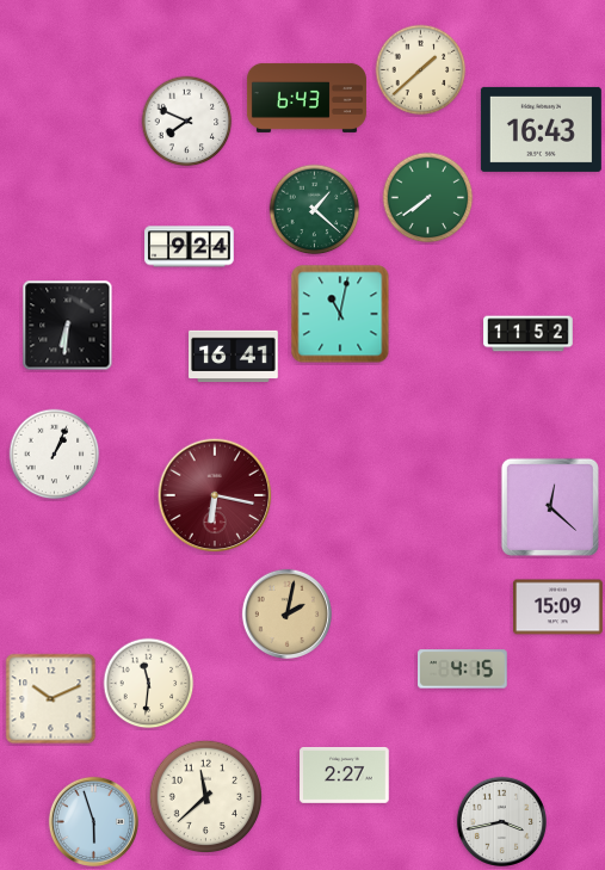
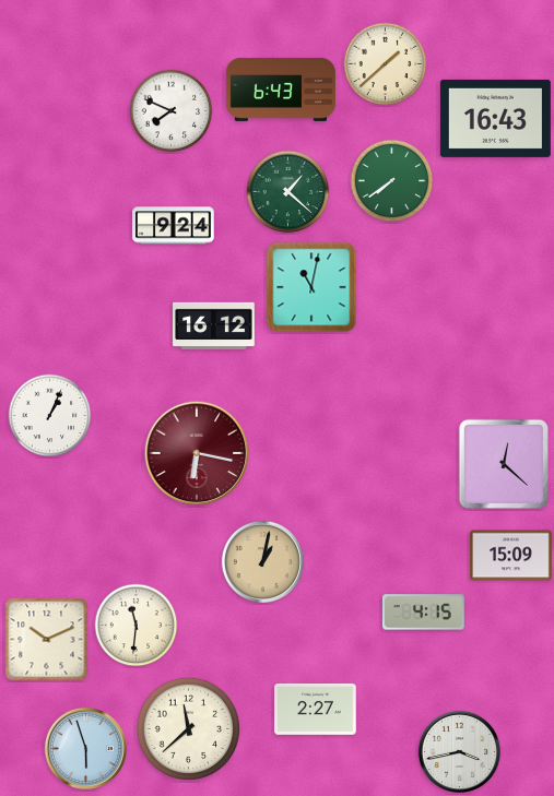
clock at (68, 326): 6:31 -> none
clock at (529, 334): 11:52 -> none
clock at (234, 357): 16:41 -> 16:12
clock at (286, 613): 2:02 -> 1:02
clock at (93, 821) position: (93, 821) -> (85, 748)
